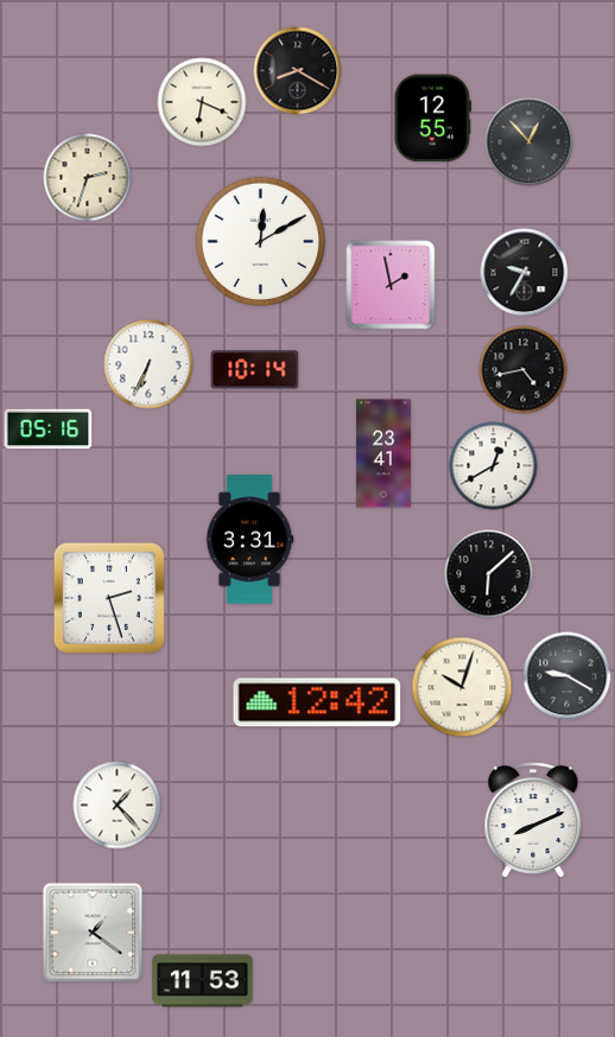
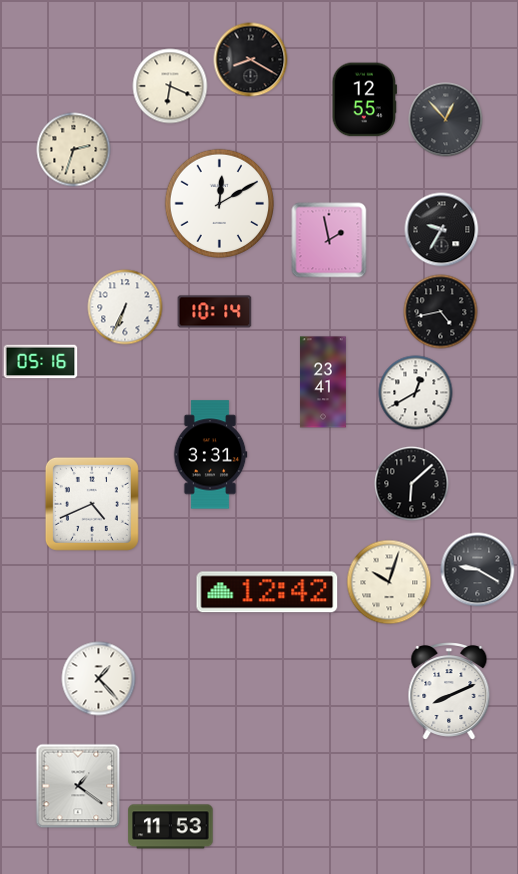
clock at (109, 598): 2:27 -> 4:41
clock at (462, 687) position: (462, 687) -> (389, 582)
